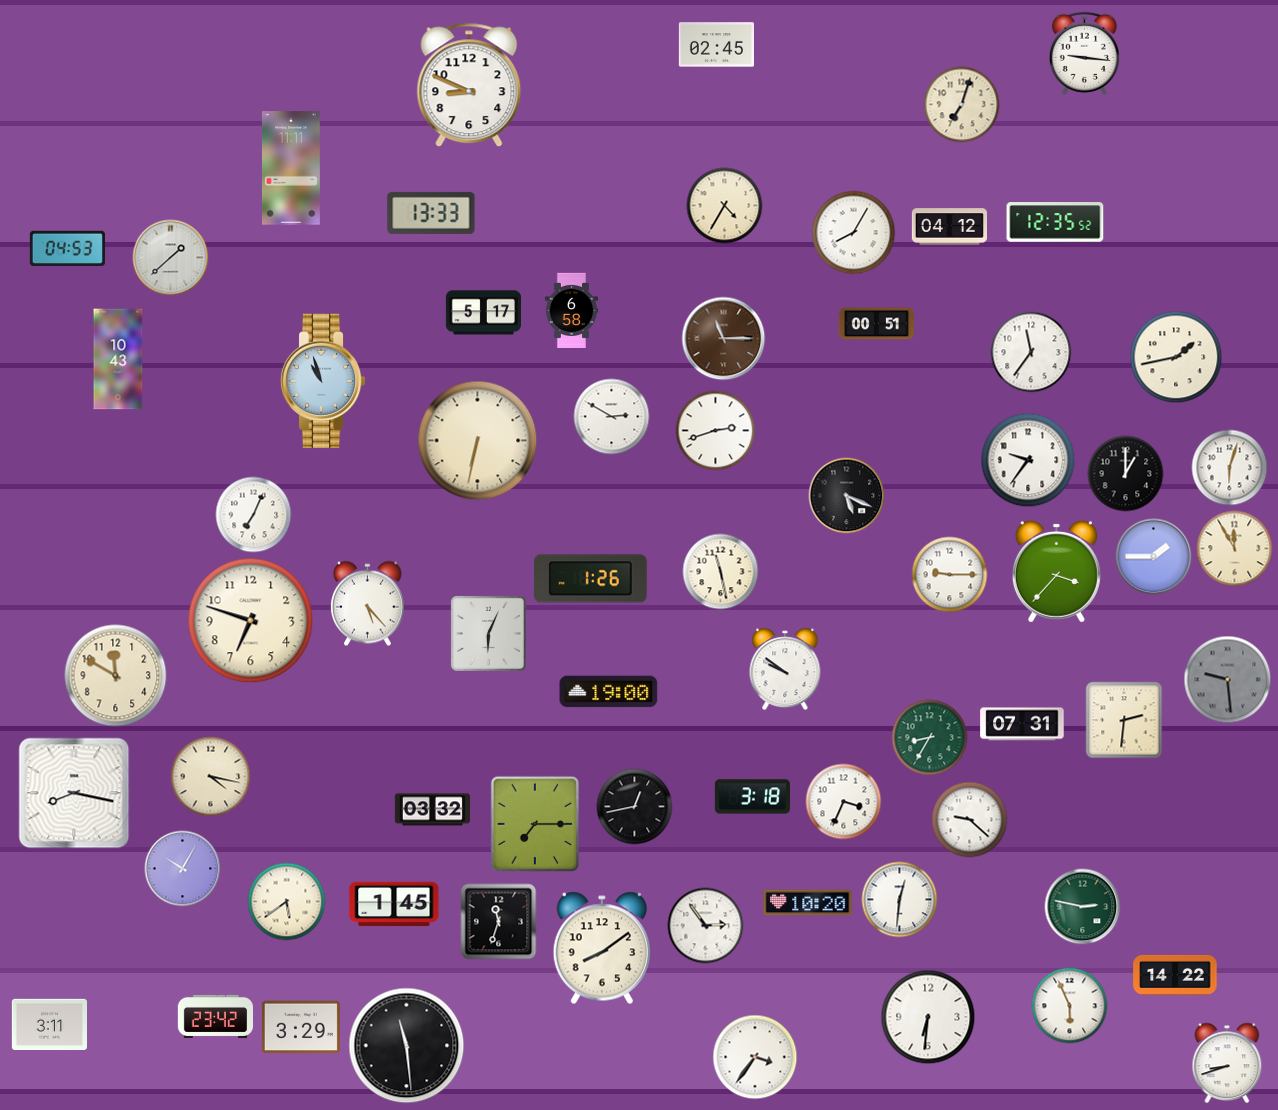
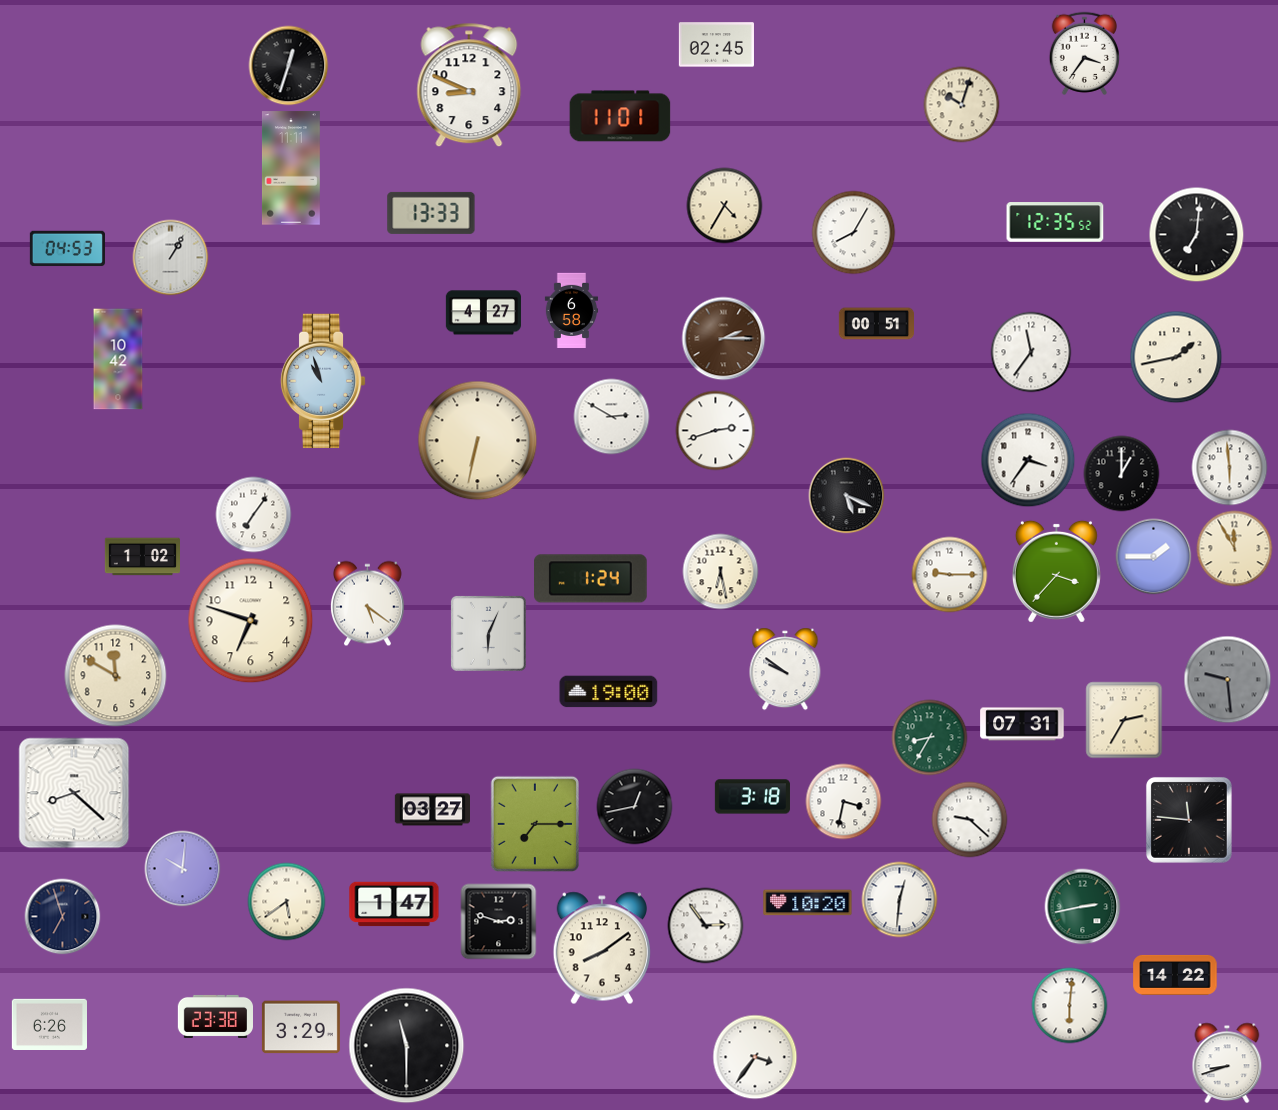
clock at (1084, 53): 9:16 -> 3:36
clock at (289, 66): none -> 12:33
clock at (962, 105): 7:03 -> 10:03
clock at (620, 116): none -> 11:01
clock at (949, 227): 04:12 -> none
clock at (1197, 235): none -> 7:01
clock at (171, 258): 1:38 -> 1:05
clock at (483, 313): 5:17 -> 4:27
clock at (724, 339): 11:15 -> 2:15
clock at (118, 359): 10:43 -> 10:42
clock at (1028, 460): 9:36 -> 3:36
clock at (1230, 468): 6:03 -> 5:59
clock at (1126, 474) position: (1126, 474) -> (1122, 474)
clock at (254, 515): 7:04 -> 7:06
clock at (142, 557): none -> 1:02
clock at (721, 572): 11:28 -> 6:28
clock at (591, 579): 1:26 -> 1:24
clock at (368, 604): 5:23 -> 5:21
clock at (1124, 720): 2:31 -> 2:35
clock at (211, 777): 4:17 -> none
clock at (74, 793): 8:17 -> 8:22
clock at (844, 802): 3:34 -> 3:32
clock at (432, 810): 03:32 -> 03:27
clock at (1189, 820): none -> 11:46
clock at (183, 869): 10:05 -> 10:01
clock at (394, 904): 1:45 -> 1:47
clock at (1083, 907): 2:47 -> 2:43
clock at (63, 917): none -> 6:57
clock at (499, 922): 11:33 -> 2:48
clock at (1070, 1006): 5:56 -> 6:01
clock at (215, 1016): 23:42 -> 23:38
clock at (928, 1017): 6:31 -> none
clock at (49, 1024): 3:11 -> 6:26
clock at (407, 1046): 11:29 -> 11:30
